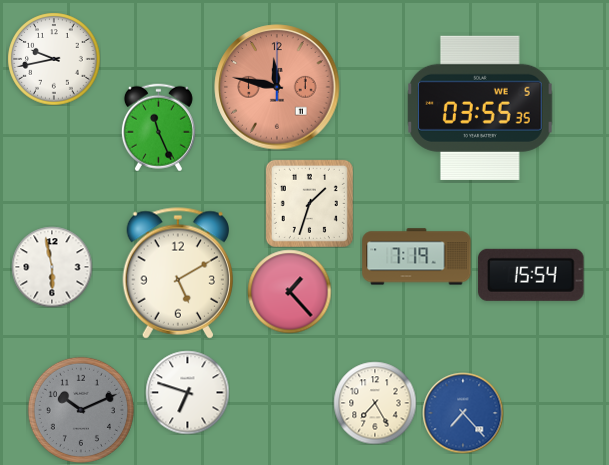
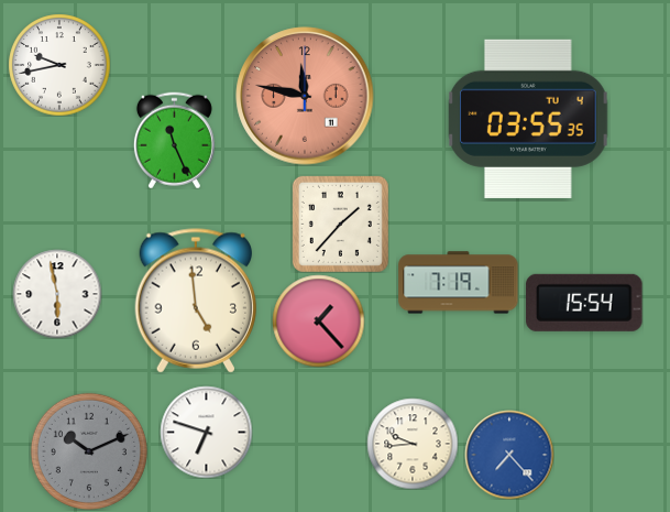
clock at (481, 108) date: WE 5 -> TU 4
clock at (309, 203): 1:33 -> 1:37
clock at (177, 273): 5:10 -> 4:59
clock at (375, 403): 7:25 -> 9:44
